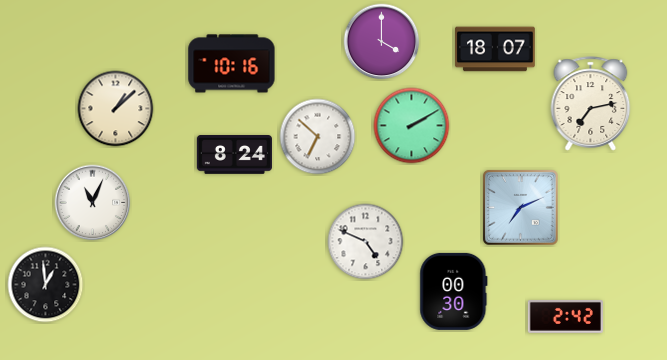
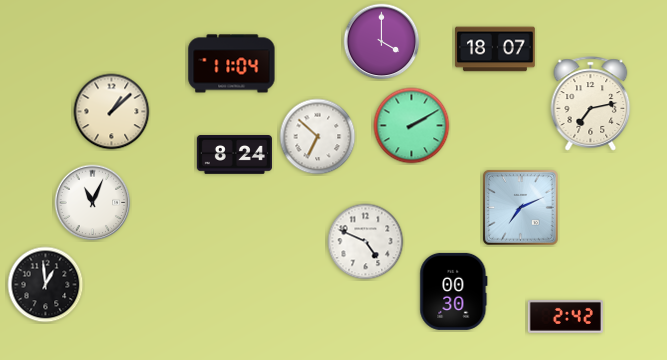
clock at (232, 64): 10:16 -> 11:04
clock at (116, 109) position: (116, 109) -> (112, 112)
